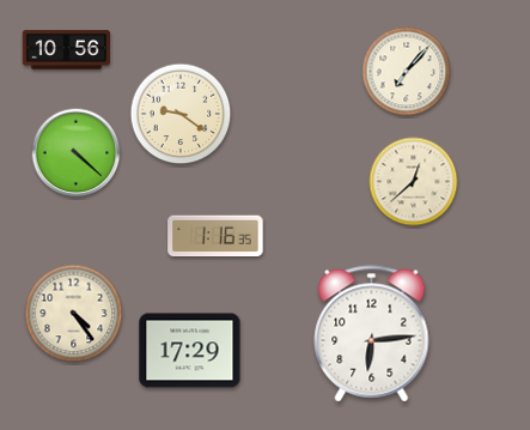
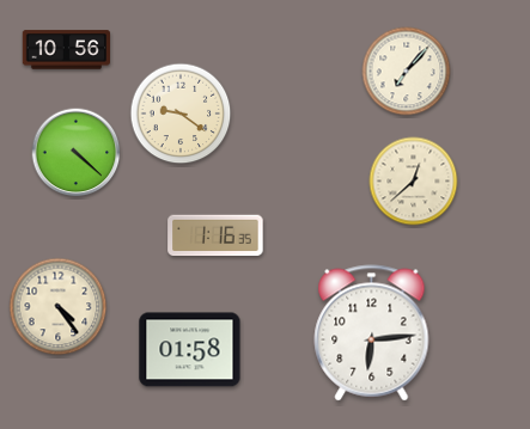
clock at (74, 314) position: (74, 314) -> (59, 307)
clock at (190, 351): 17:29 -> 01:58
